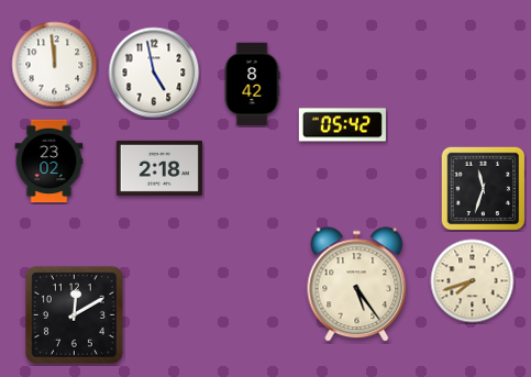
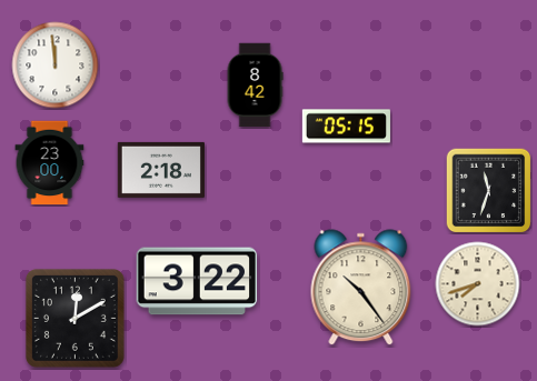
clock at (154, 73): 4:58 -> none
clock at (342, 125): 05:42 -> 05:15
clock at (49, 162): 23:02 -> 23:00
clock at (197, 281): none -> 3:22
clock at (357, 285): 5:24 -> 10:24
